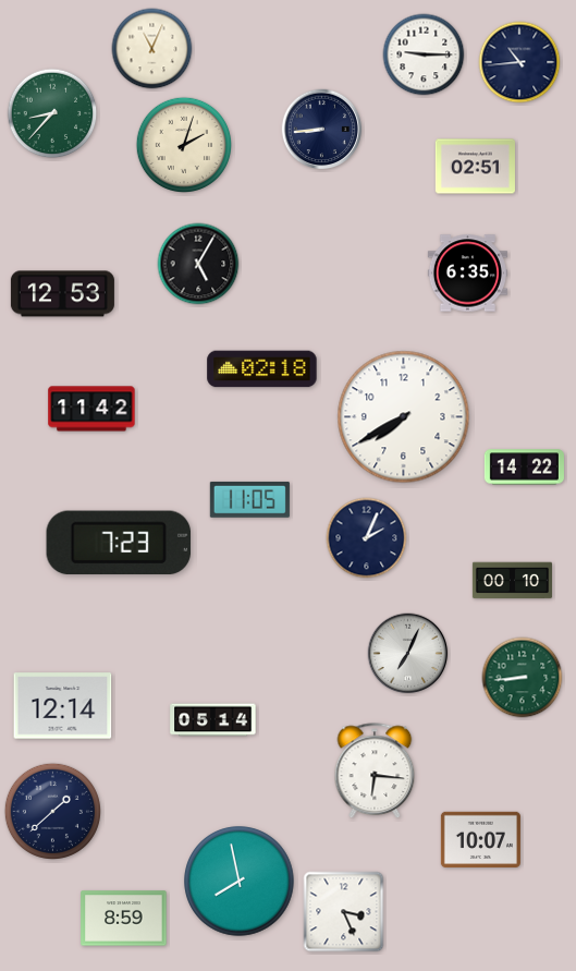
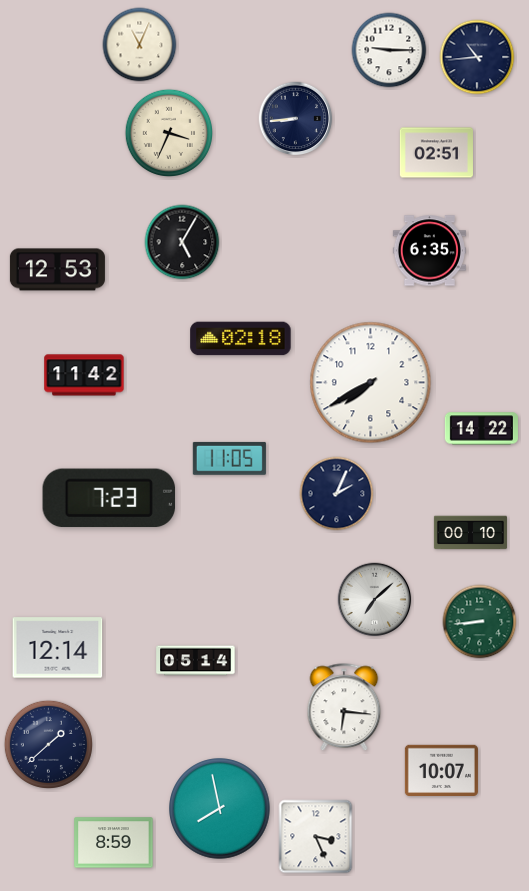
clock at (52, 113): 8:37 -> none
clock at (183, 144): 2:03 -> 3:34
clock at (408, 654): 7:04 -> 7:08
